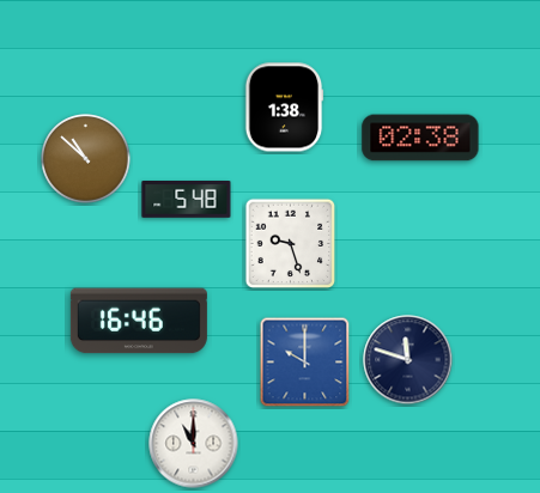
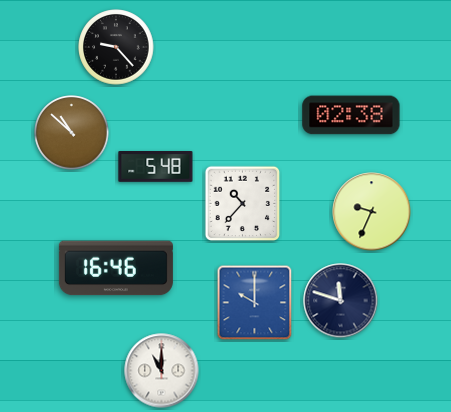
clock at (116, 47): none -> 9:23
clock at (284, 108): 1:38 -> none
clock at (291, 244): 9:27 -> 10:37
clock at (372, 212): none -> 9:34
